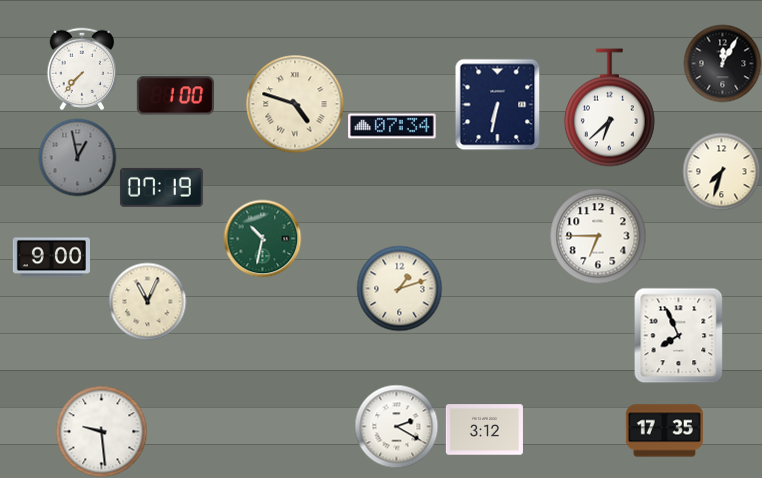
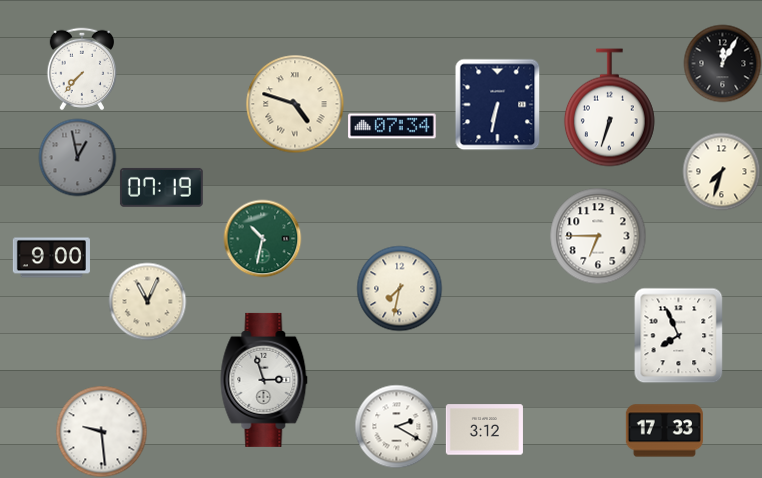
clock at (175, 96): 1:00 -> none
clock at (609, 108): 6:38 -> 6:33
clock at (399, 288): 1:12 -> 7:32
clock at (264, 380): none -> 2:57
clock at (664, 431): 17:35 -> 17:33
